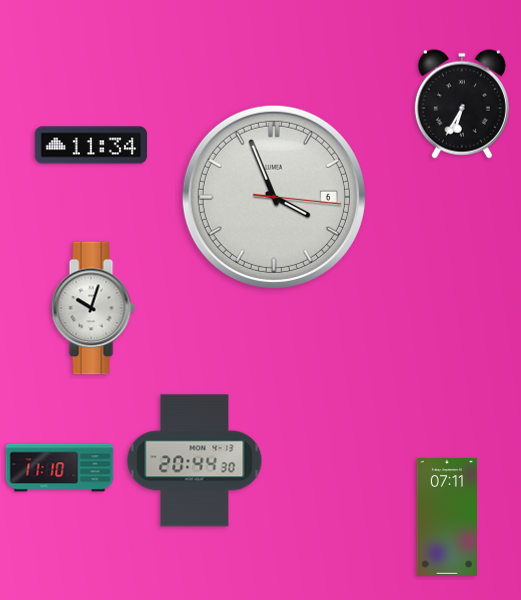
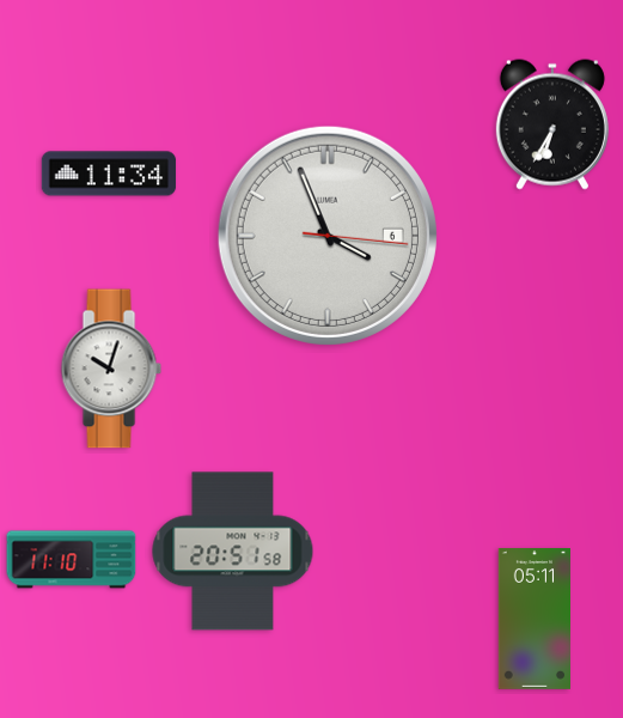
clock at (195, 461): 20:44 -> 20:51
clock at (446, 518): 07:11 -> 05:11
